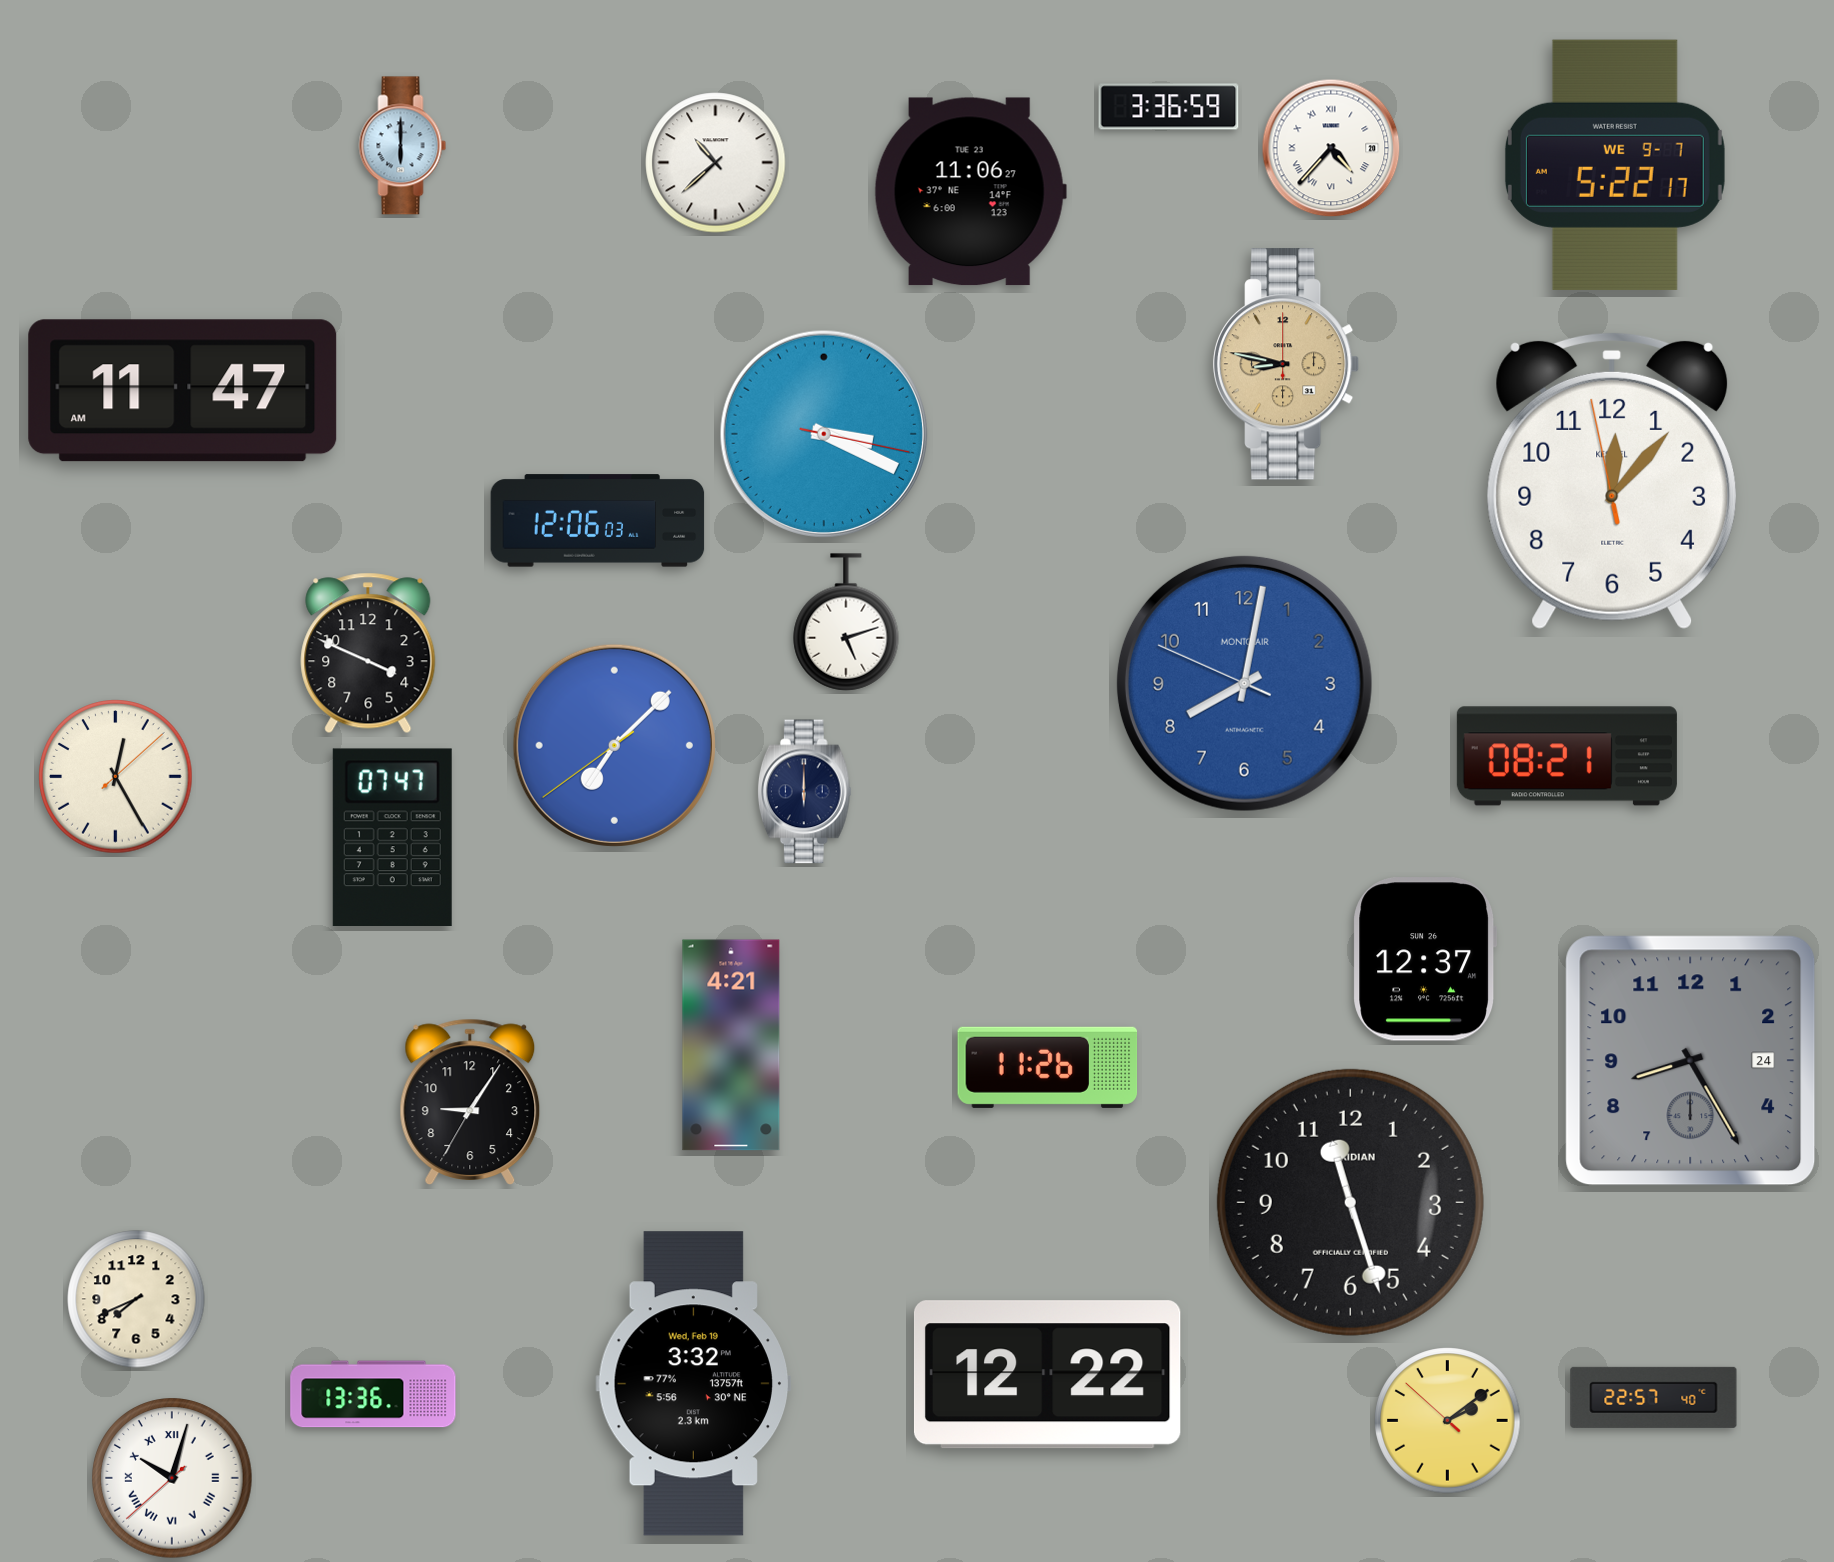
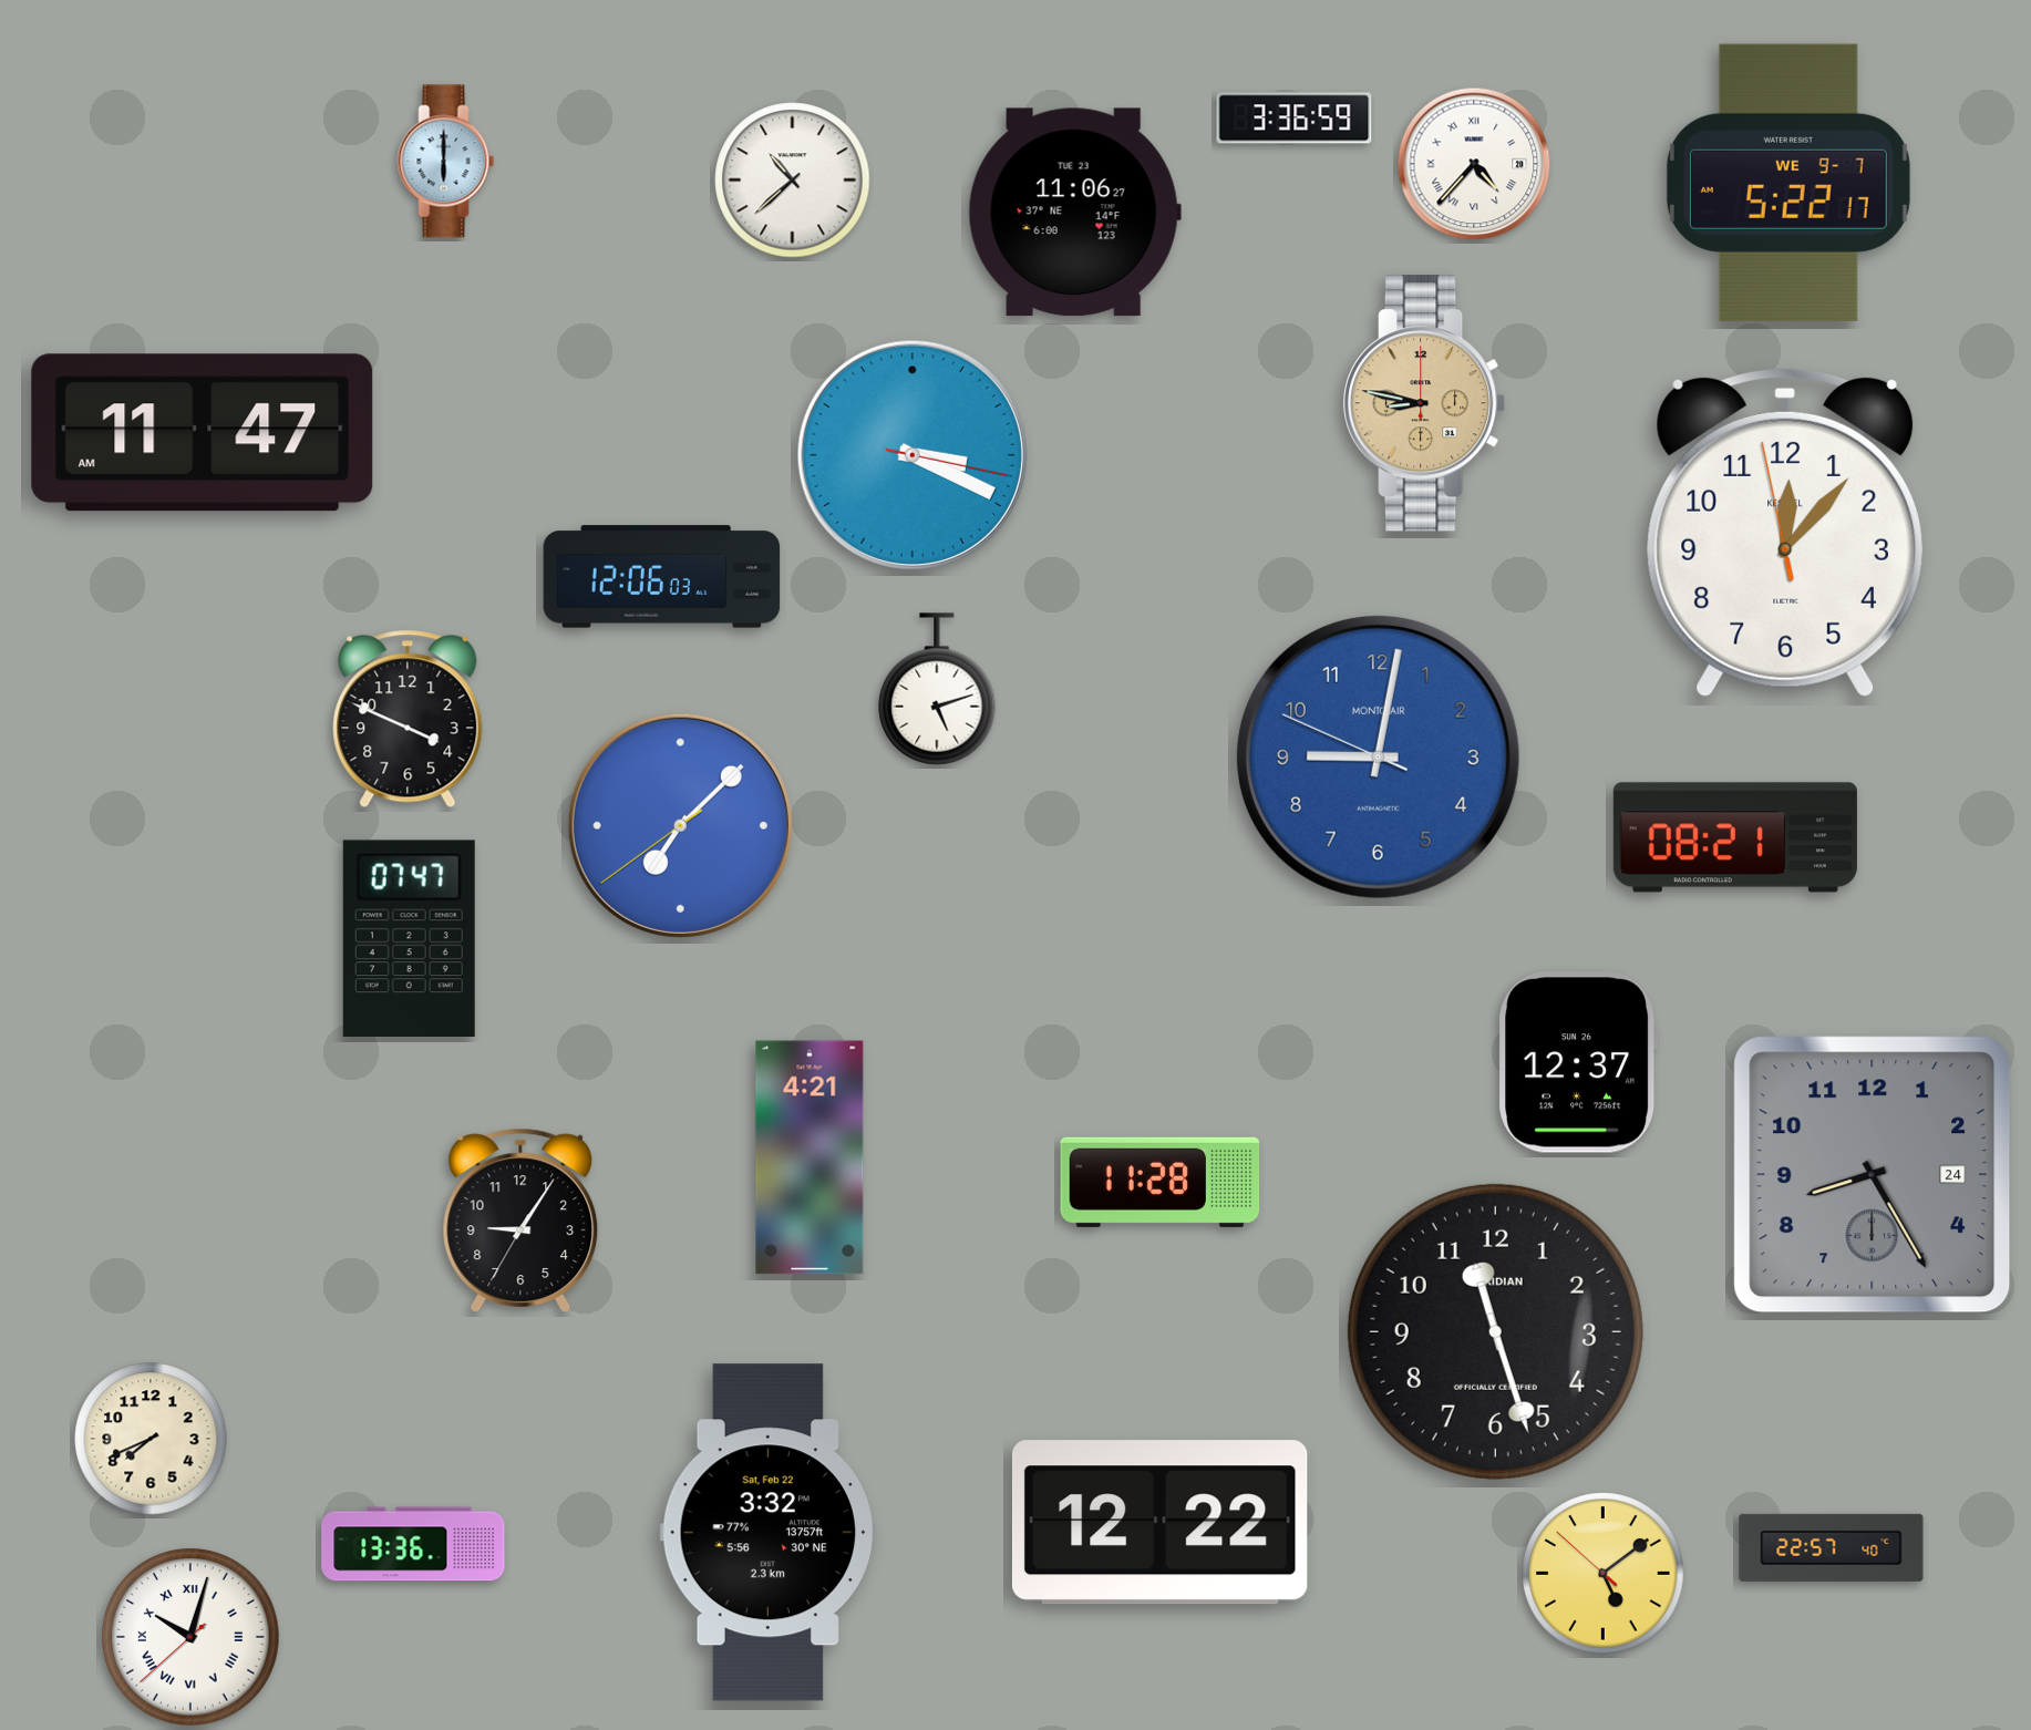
clock at (824, 434) position: (824, 434) -> (913, 455)
clock at (368, 653) position: (368, 653) -> (408, 719)
clock at (1244, 683): 8:01 -> 9:01
clock at (116, 777): 12:25 -> none
clock at (804, 792): 6:00 -> none
clock at (392, 837) position: (392, 837) -> (409, 938)
clock at (1048, 1067): 11:26 -> 11:28
clock at (694, 1384) date: Wed, Feb 19 -> Sat, Feb 22
clock at (1448, 1421): 2:08 -> 5:08
